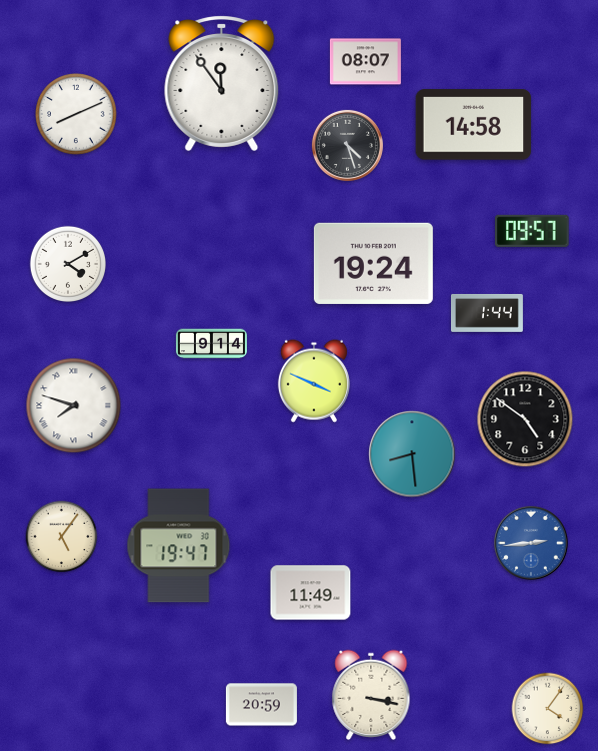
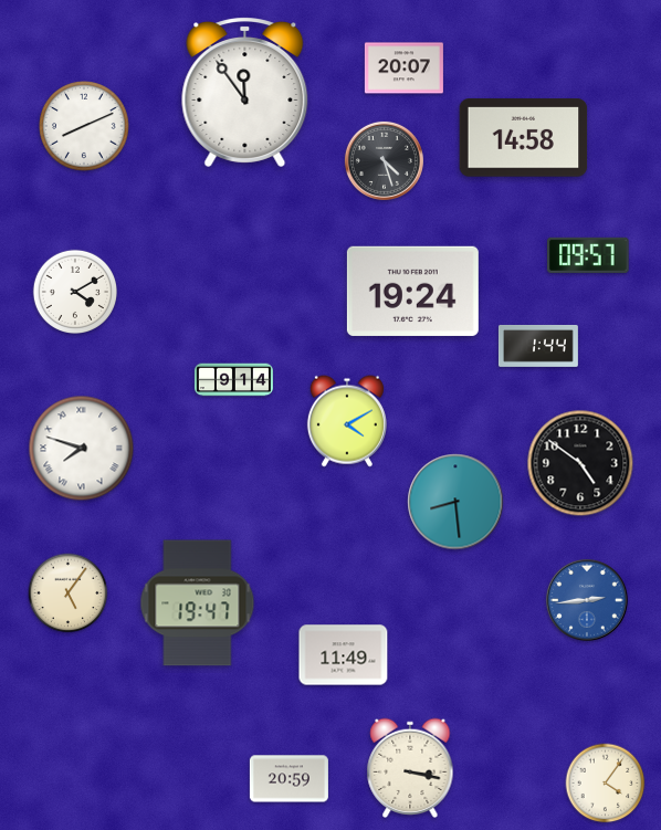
clock at (365, 62): 08:07 -> 20:07
clock at (314, 381): 3:49 -> 4:10
